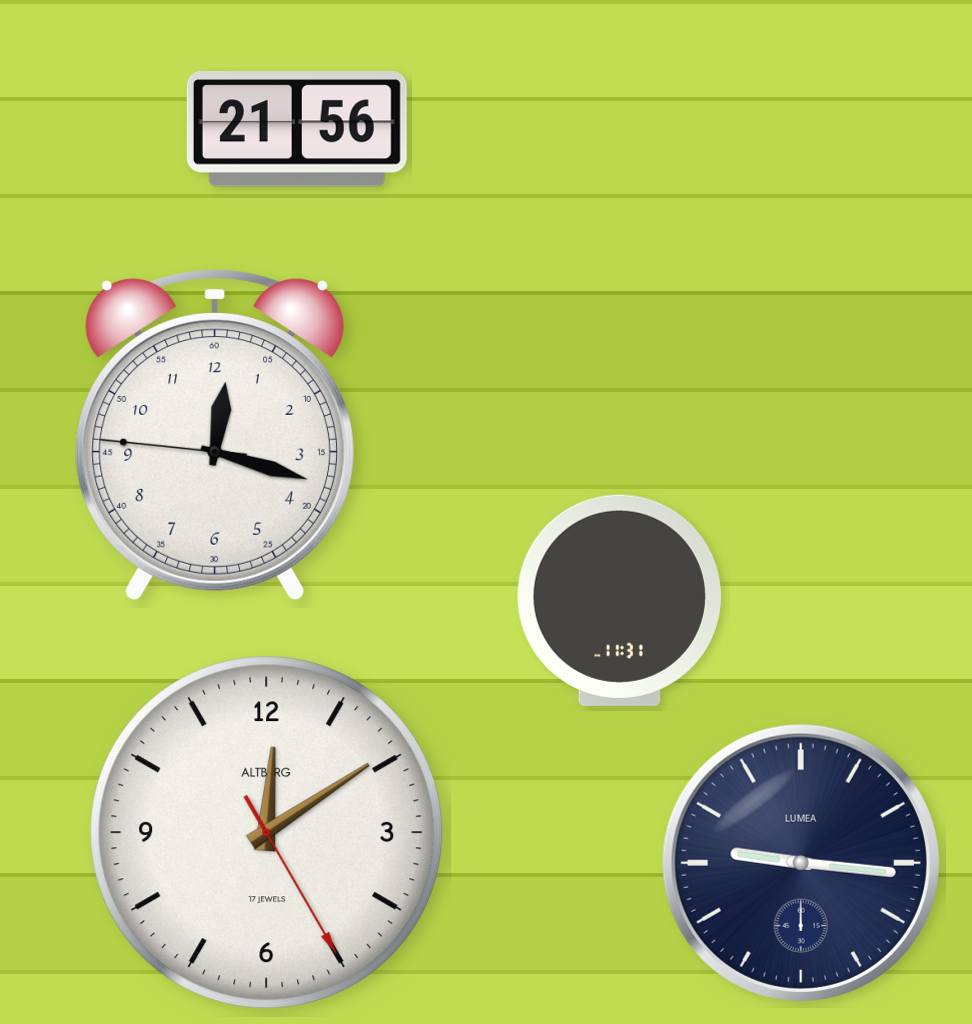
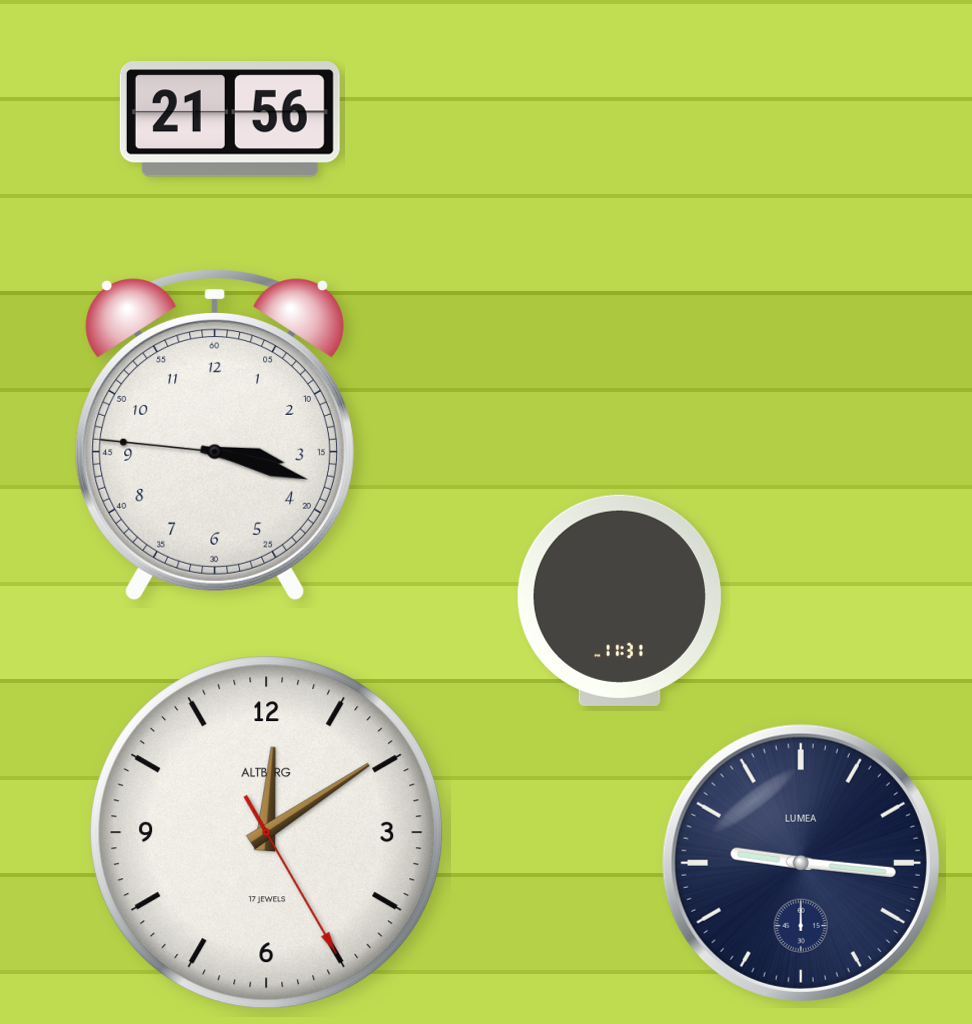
clock at (297, 130) position: (297, 130) -> (230, 120)
clock at (215, 435): 12:17 -> 3:17
